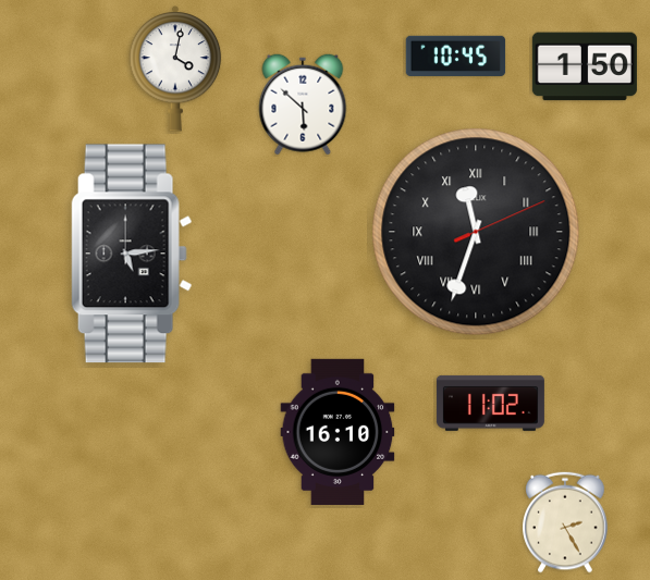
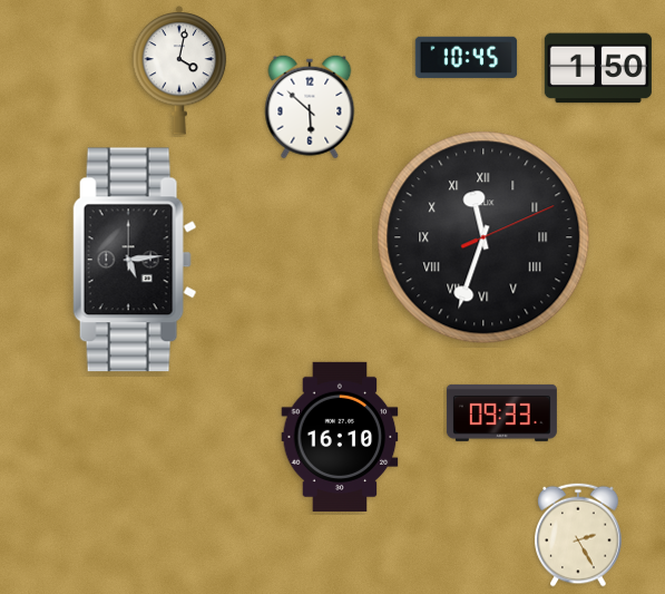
clock at (476, 232) position: (476, 232) -> (483, 237)
clock at (490, 403): 11:02 -> 09:33
clock at (338, 432) position: (338, 432) -> (340, 437)
